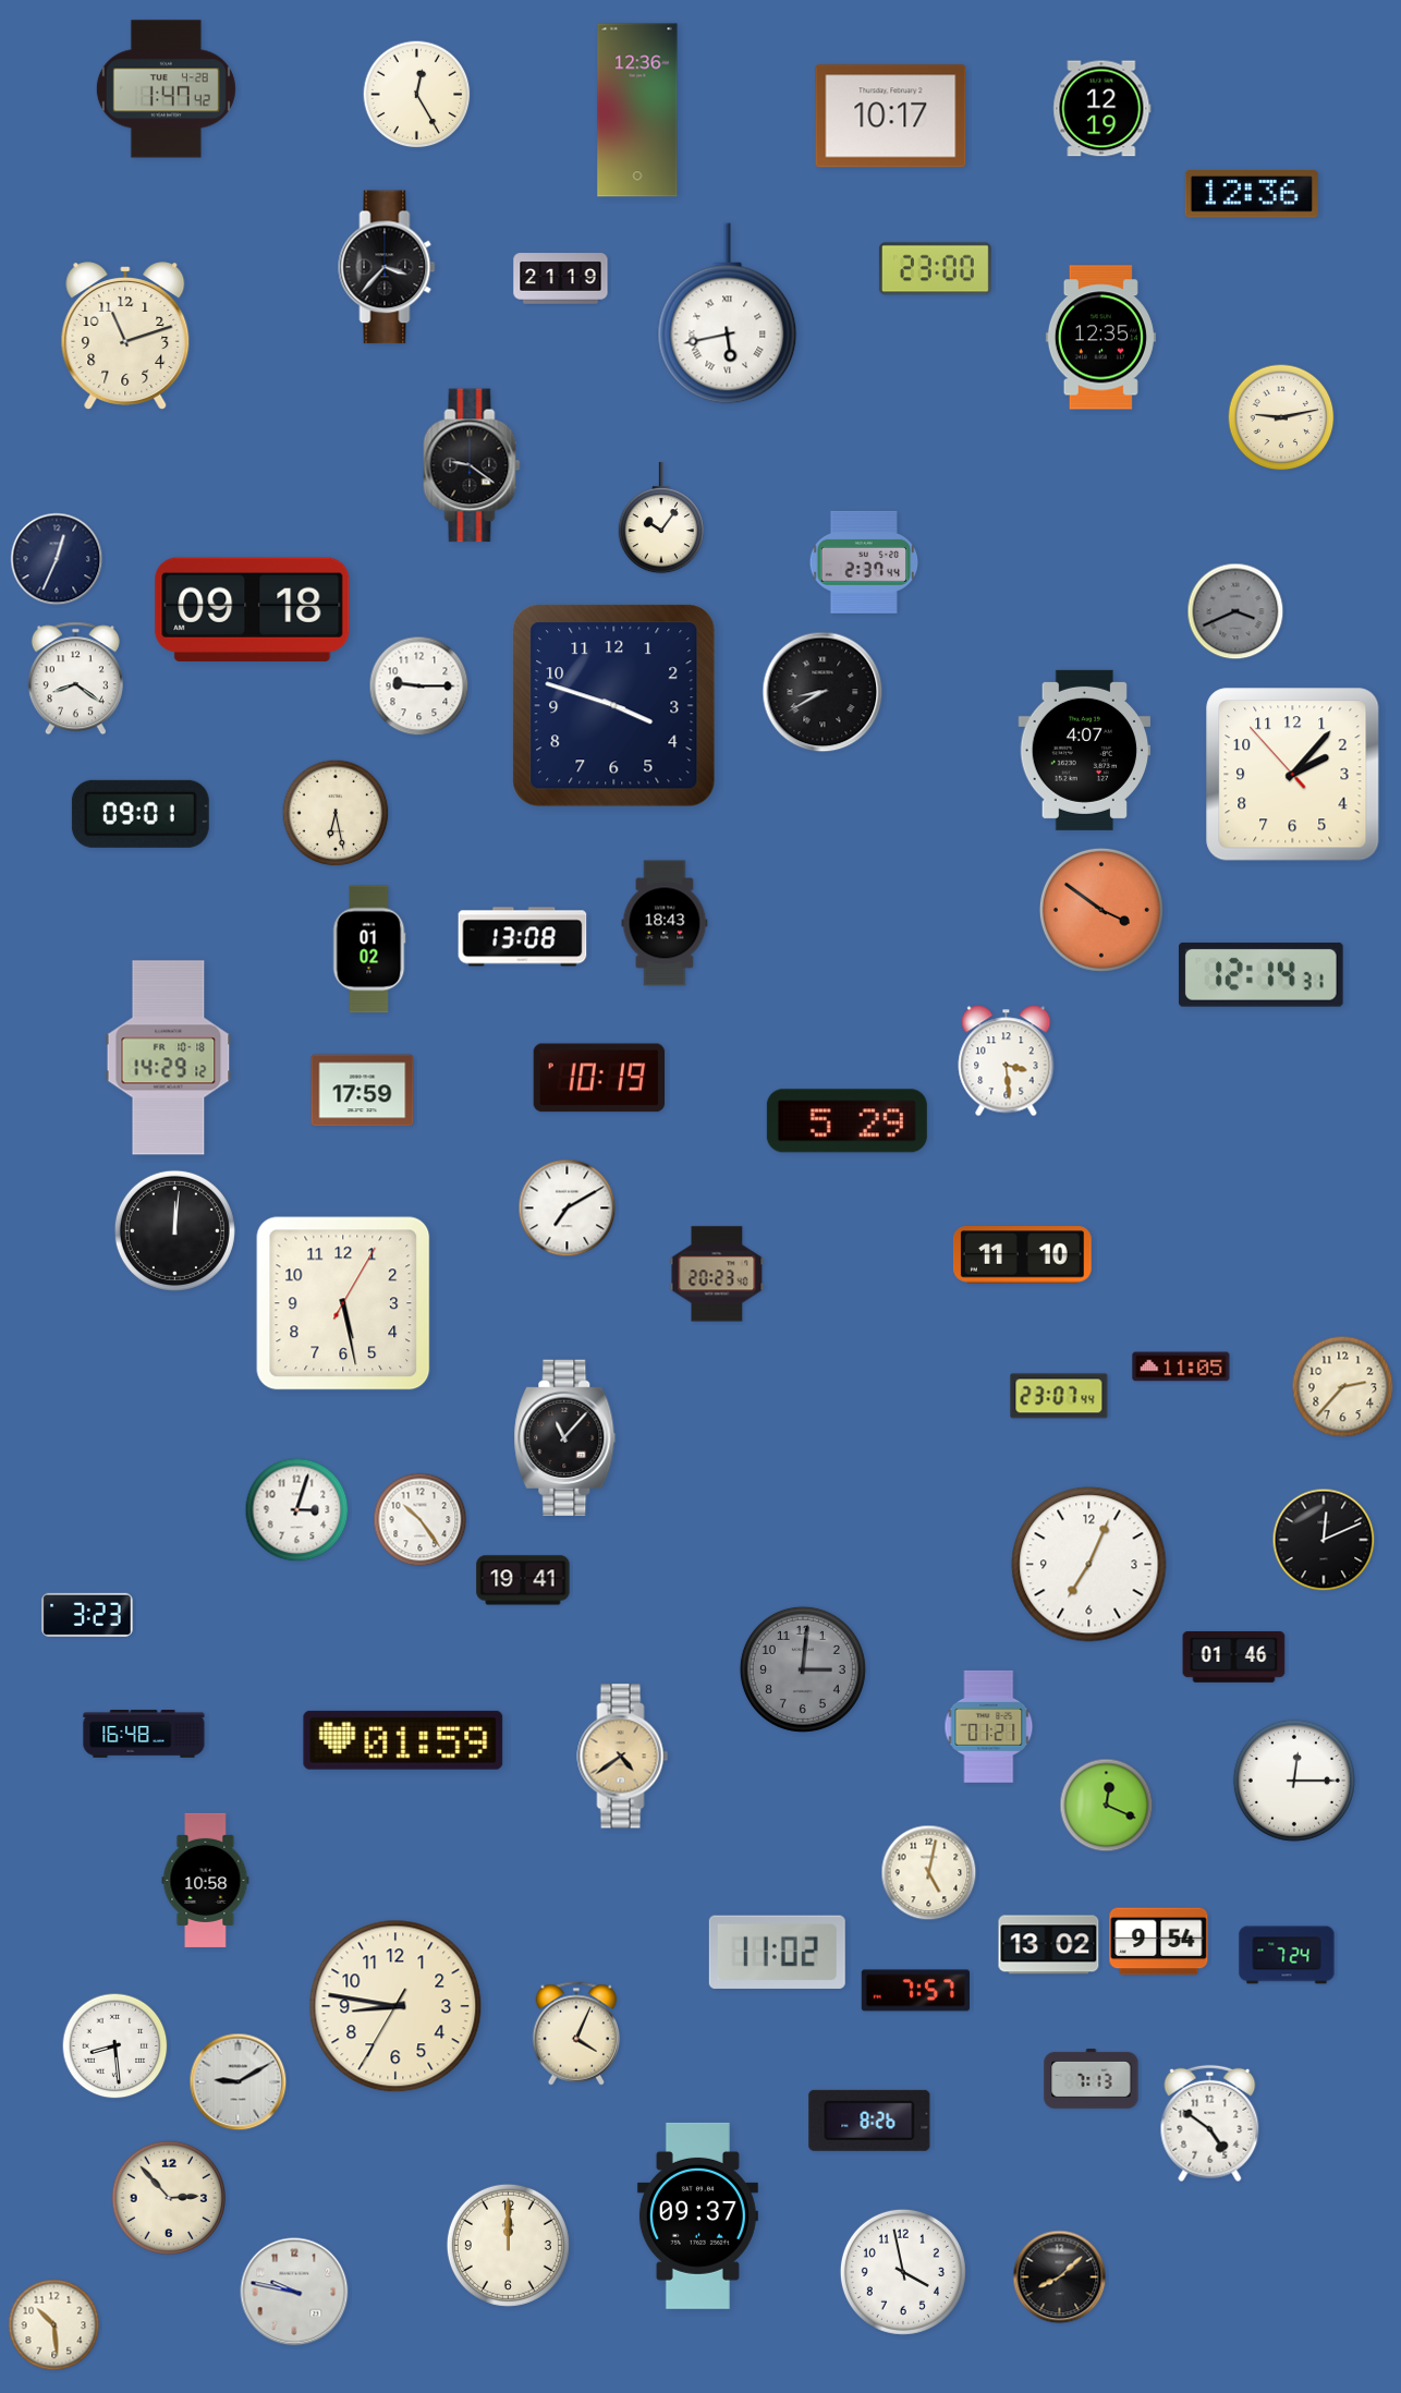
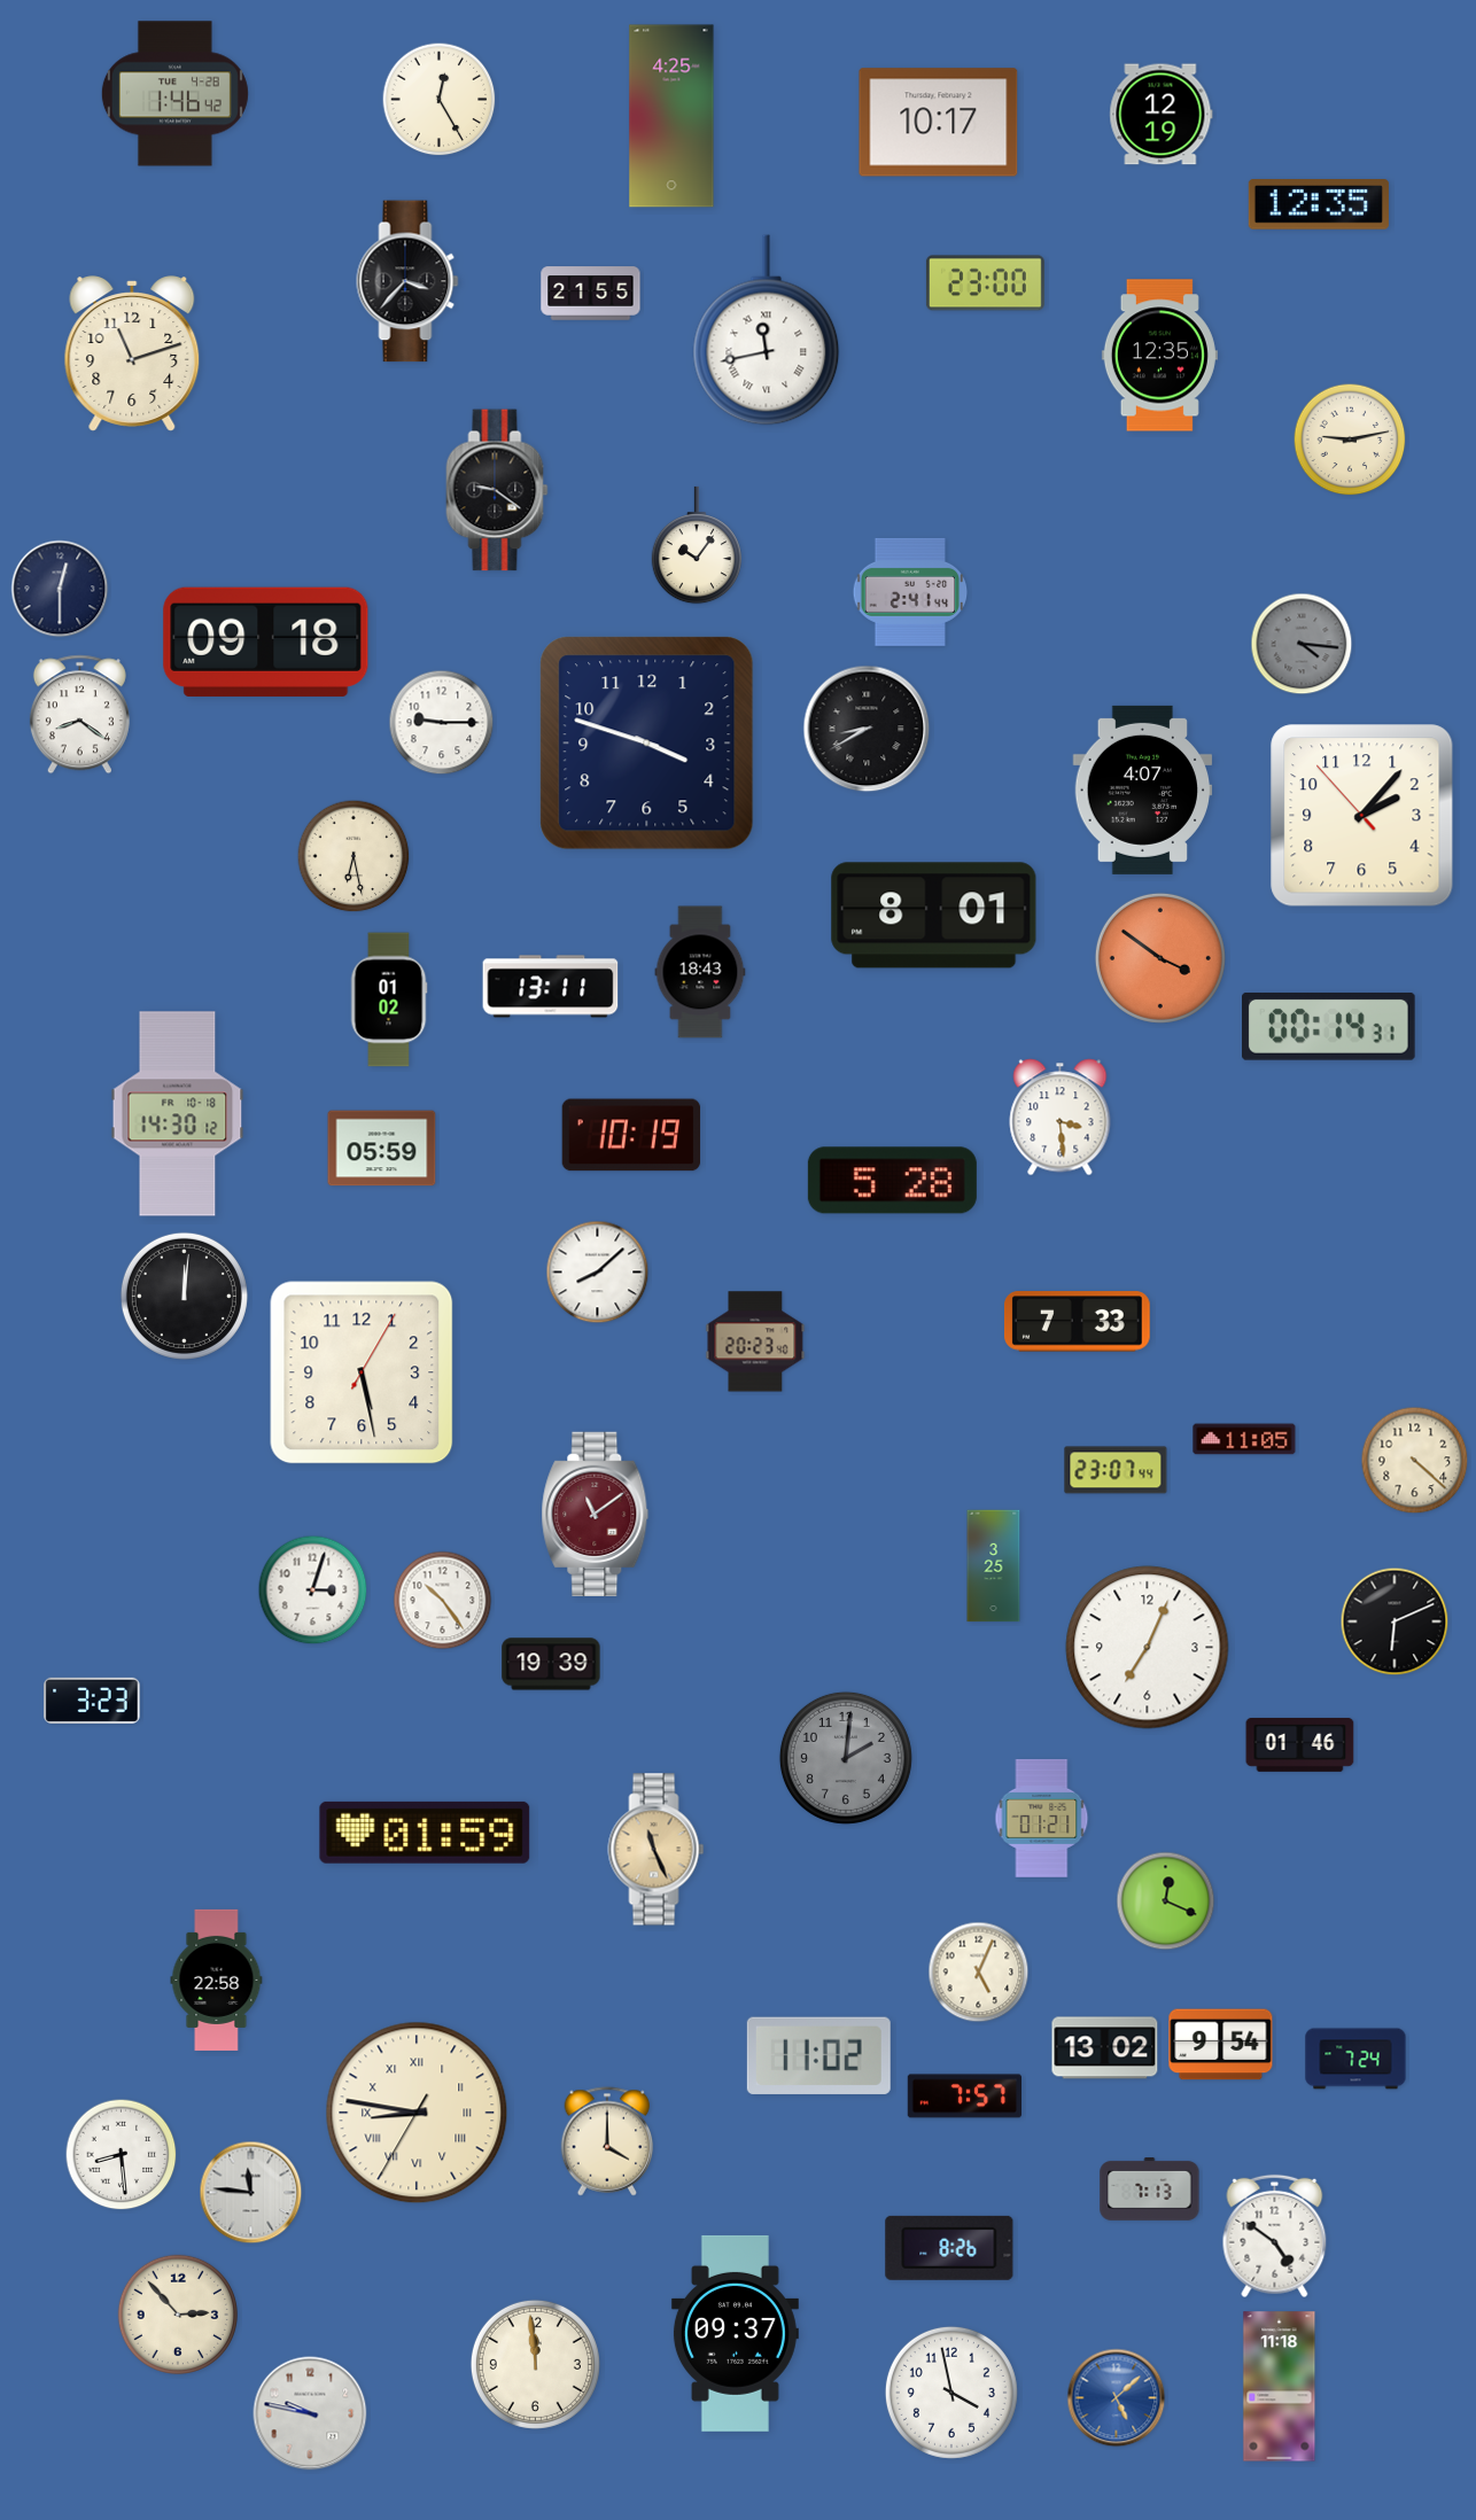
clock at (166, 89): 1:47 -> 1:46
clock at (637, 110): 12:36 -> 4:25
clock at (1252, 194): 12:36 -> 12:35
clock at (561, 279): 21:19 -> 21:55
clock at (728, 314): 5:43 -> 11:43
clock at (57, 559): 12:34 -> 12:30
clock at (864, 562): 2:37 -> 2:41
clock at (1235, 611): 3:41 -> 4:16
clock at (141, 814): 09:01 -> none
clock at (934, 916): none -> 8:01
clock at (523, 937): 13:08 -> 13:11
clock at (1262, 974): 12:14 -> 00:14
clock at (169, 1058): 14:29 -> 14:30
clock at (363, 1091): 17:59 -> 05:59
clock at (846, 1121): 5:29 -> 5:28
clock at (568, 1208): 7:10 -> 8:08
clock at (1022, 1255): 11:10 -> 7:33
clock at (1343, 1387): 2:37 -> 4:22
clock at (565, 1437): 11:07 -> 11:09
clock at (565, 1437) dial: black -> burgundy
clock at (994, 1566): none -> 3:25
clock at (1324, 1540): 12:11 -> 6:11
clock at (523, 1580): 19:41 -> 19:39
clock at (803, 1669): 3:01 -> 2:01
clock at (144, 1734): 16:48 -> none
clock at (623, 1757): 4:39 -> 11:26
clock at (1294, 1781): 12:15 -> none
clock at (929, 1873): 5:02 -> 5:04
clock at (206, 1880): 10:58 -> 22:58
clock at (395, 2006) numerals: Arabic -> Roman
clock at (576, 2033): 4:04 -> 4:00
clock at (239, 2082): 9:10 -> 11:46
clock at (869, 2121) position: (869, 2121) -> (949, 2248)
clock at (508, 2245): 12:00 -> 11:59
clock at (1280, 2387): none -> 11:18
clock at (1060, 2277): 8:08 -> 5:08
clock at (1060, 2277) dial: black -> blue
clock at (54, 2325): 10:29 -> none
